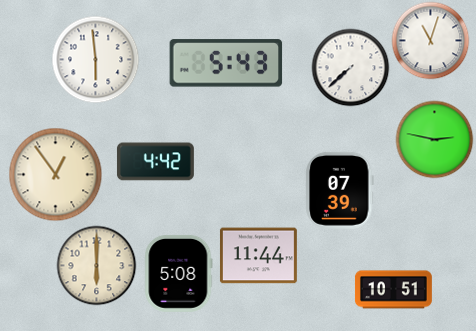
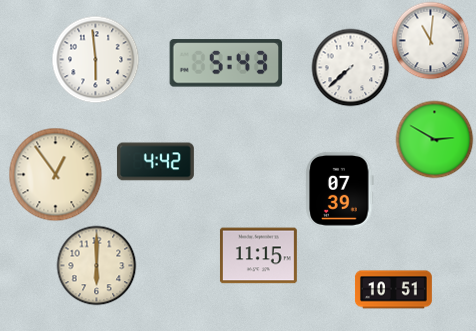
clock at (430, 40): 11:03 -> 11:01
clock at (434, 139): 2:47 -> 2:50
clock at (258, 256): 11:44 -> 11:15
clock at (179, 273): 5:08 -> none
